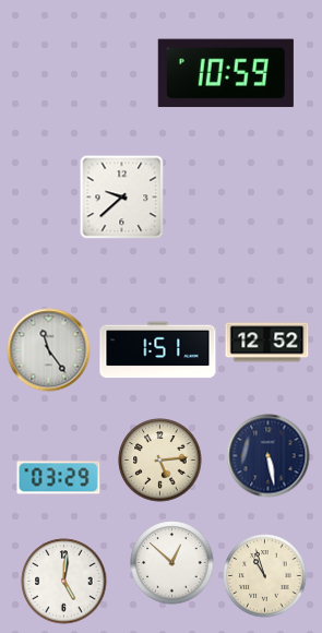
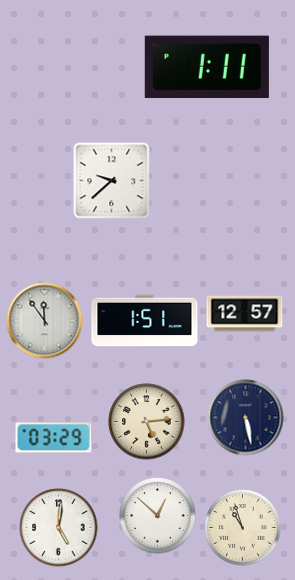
clock at (226, 73): 10:59 -> 1:11
clock at (267, 343): 12:52 -> 12:57
clock at (49, 350): 11:24 -> 11:54
clock at (64, 582) position: (64, 582) -> (59, 528)
